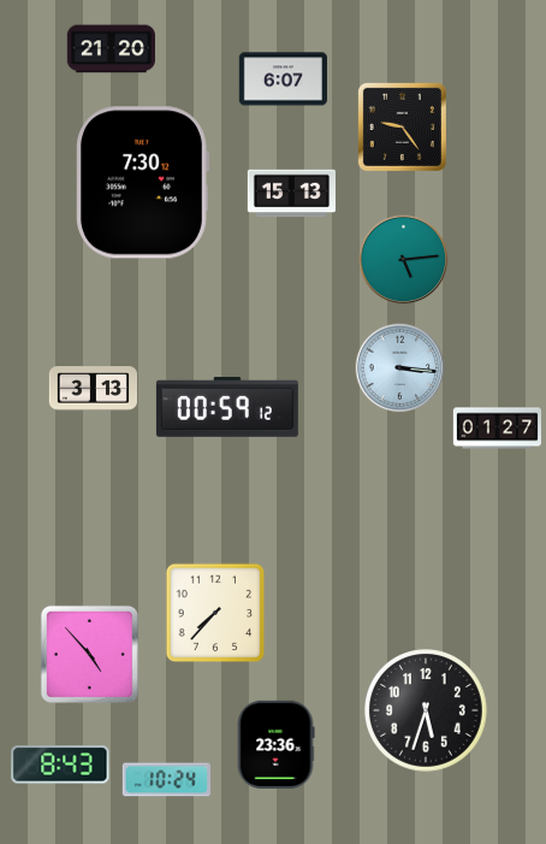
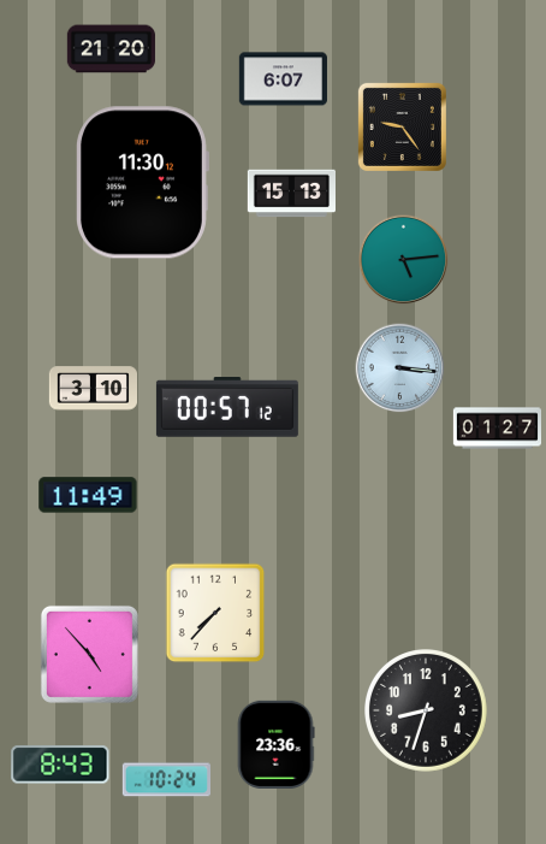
clock at (143, 183): 7:30 -> 11:30
clock at (93, 389): 3:13 -> 3:10
clock at (227, 407): 00:59 -> 00:57
clock at (88, 495): none -> 11:49
clock at (427, 712): 5:33 -> 8:33
